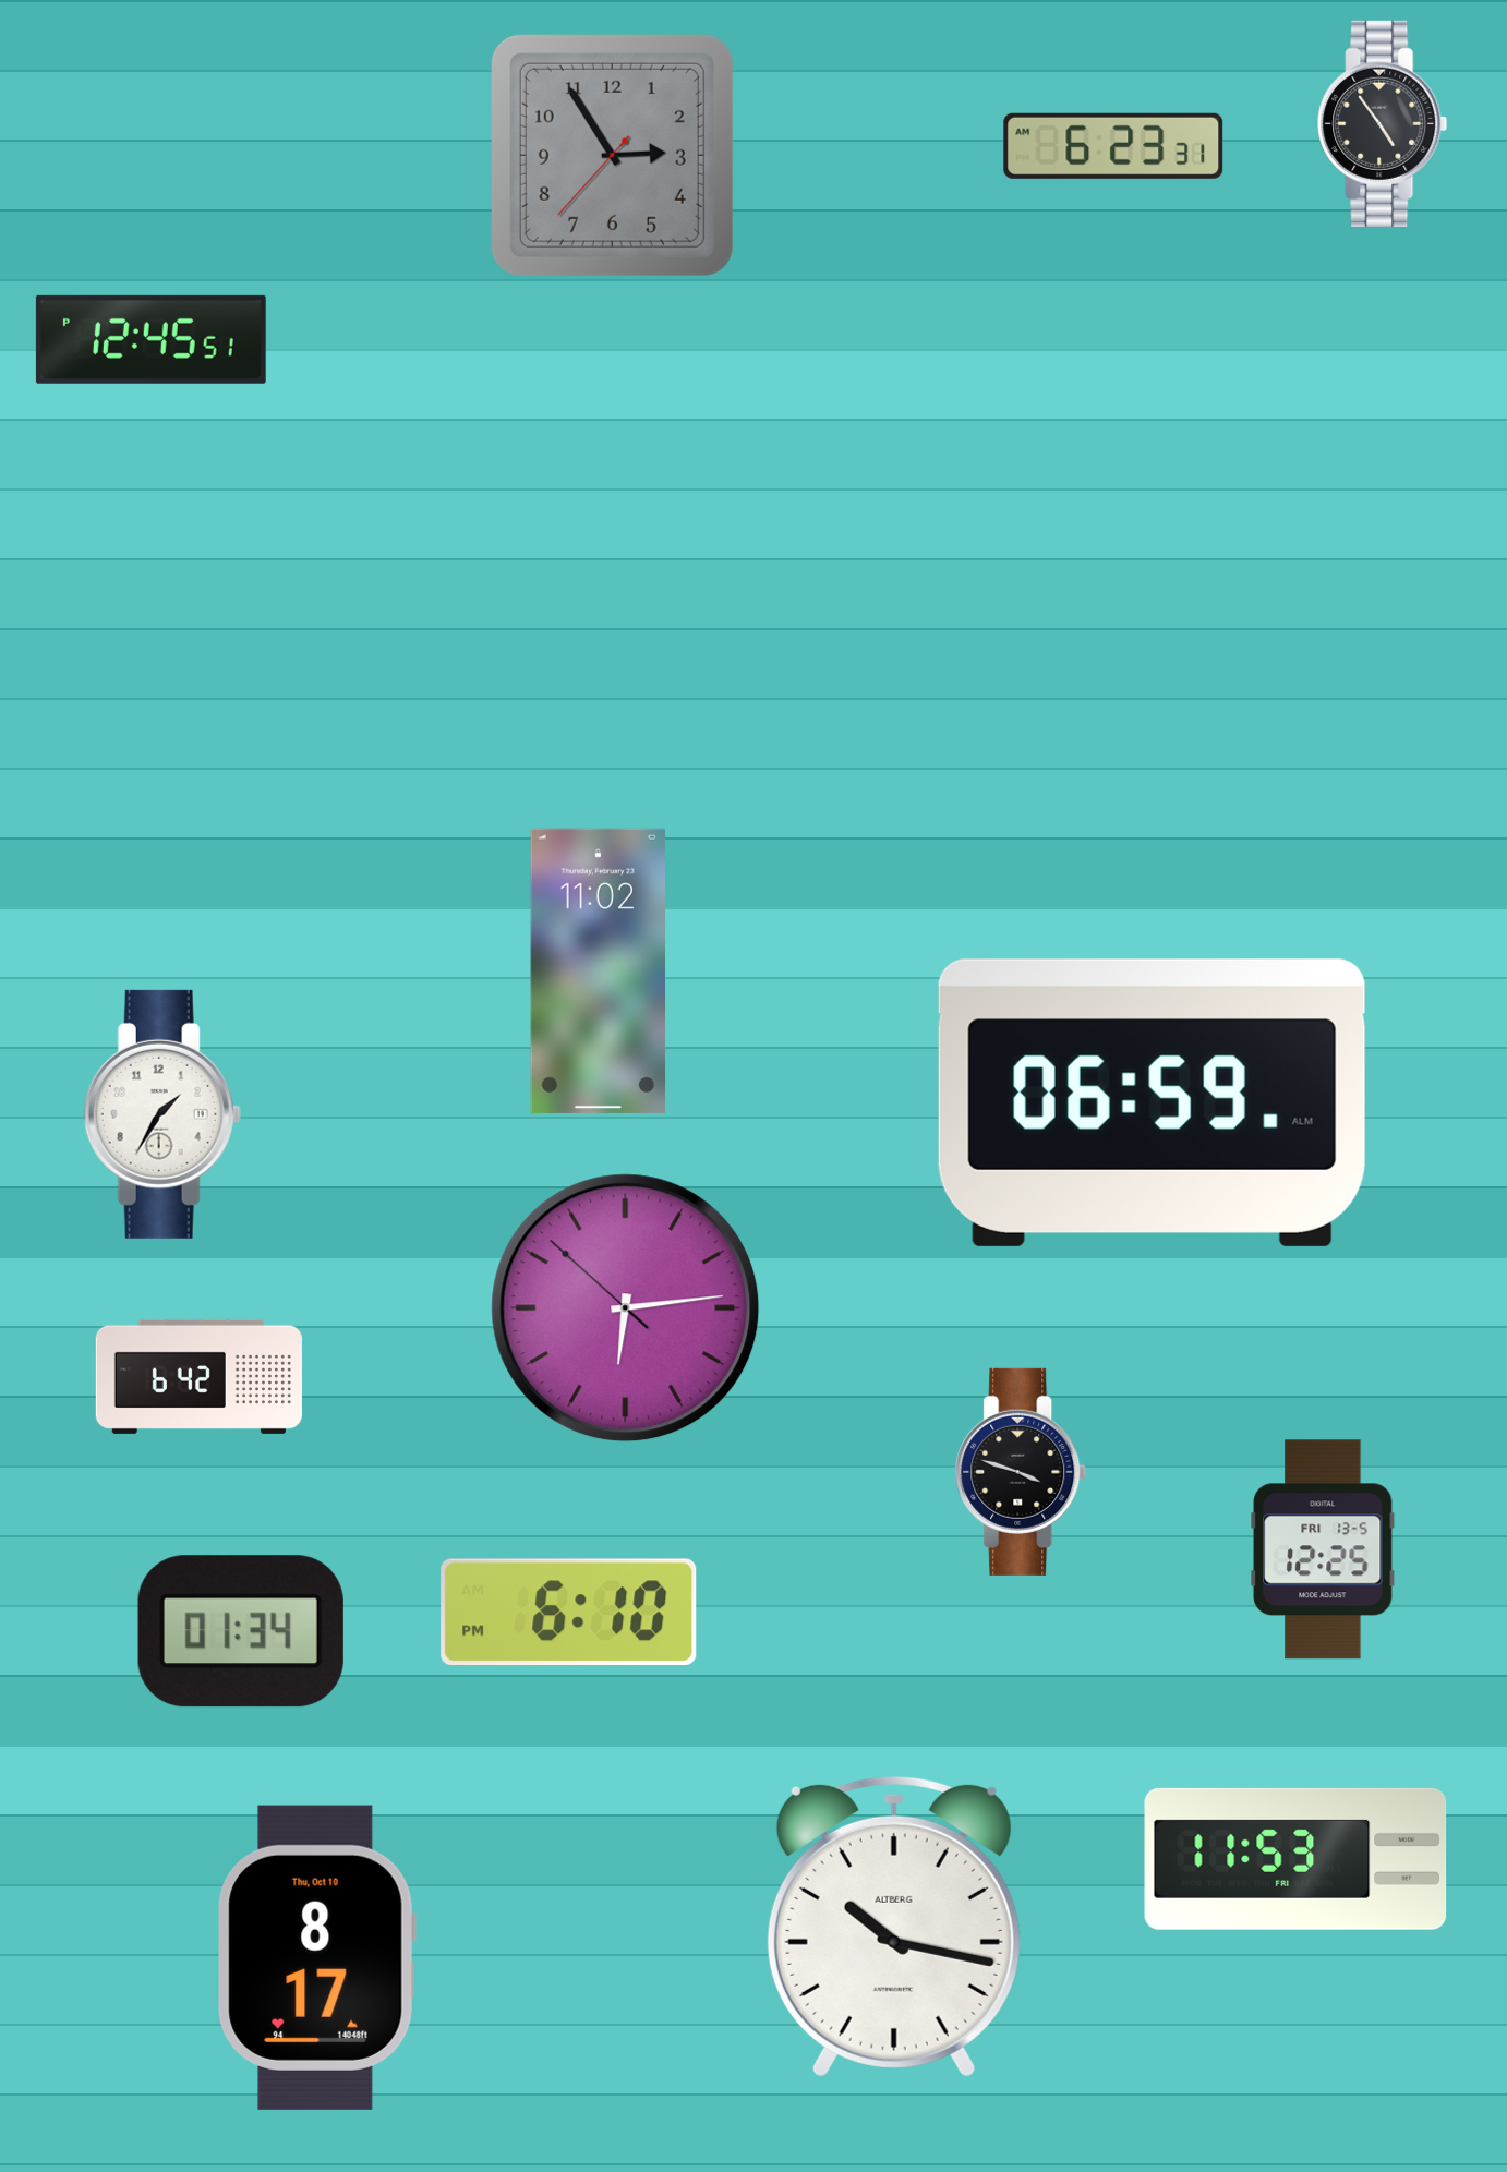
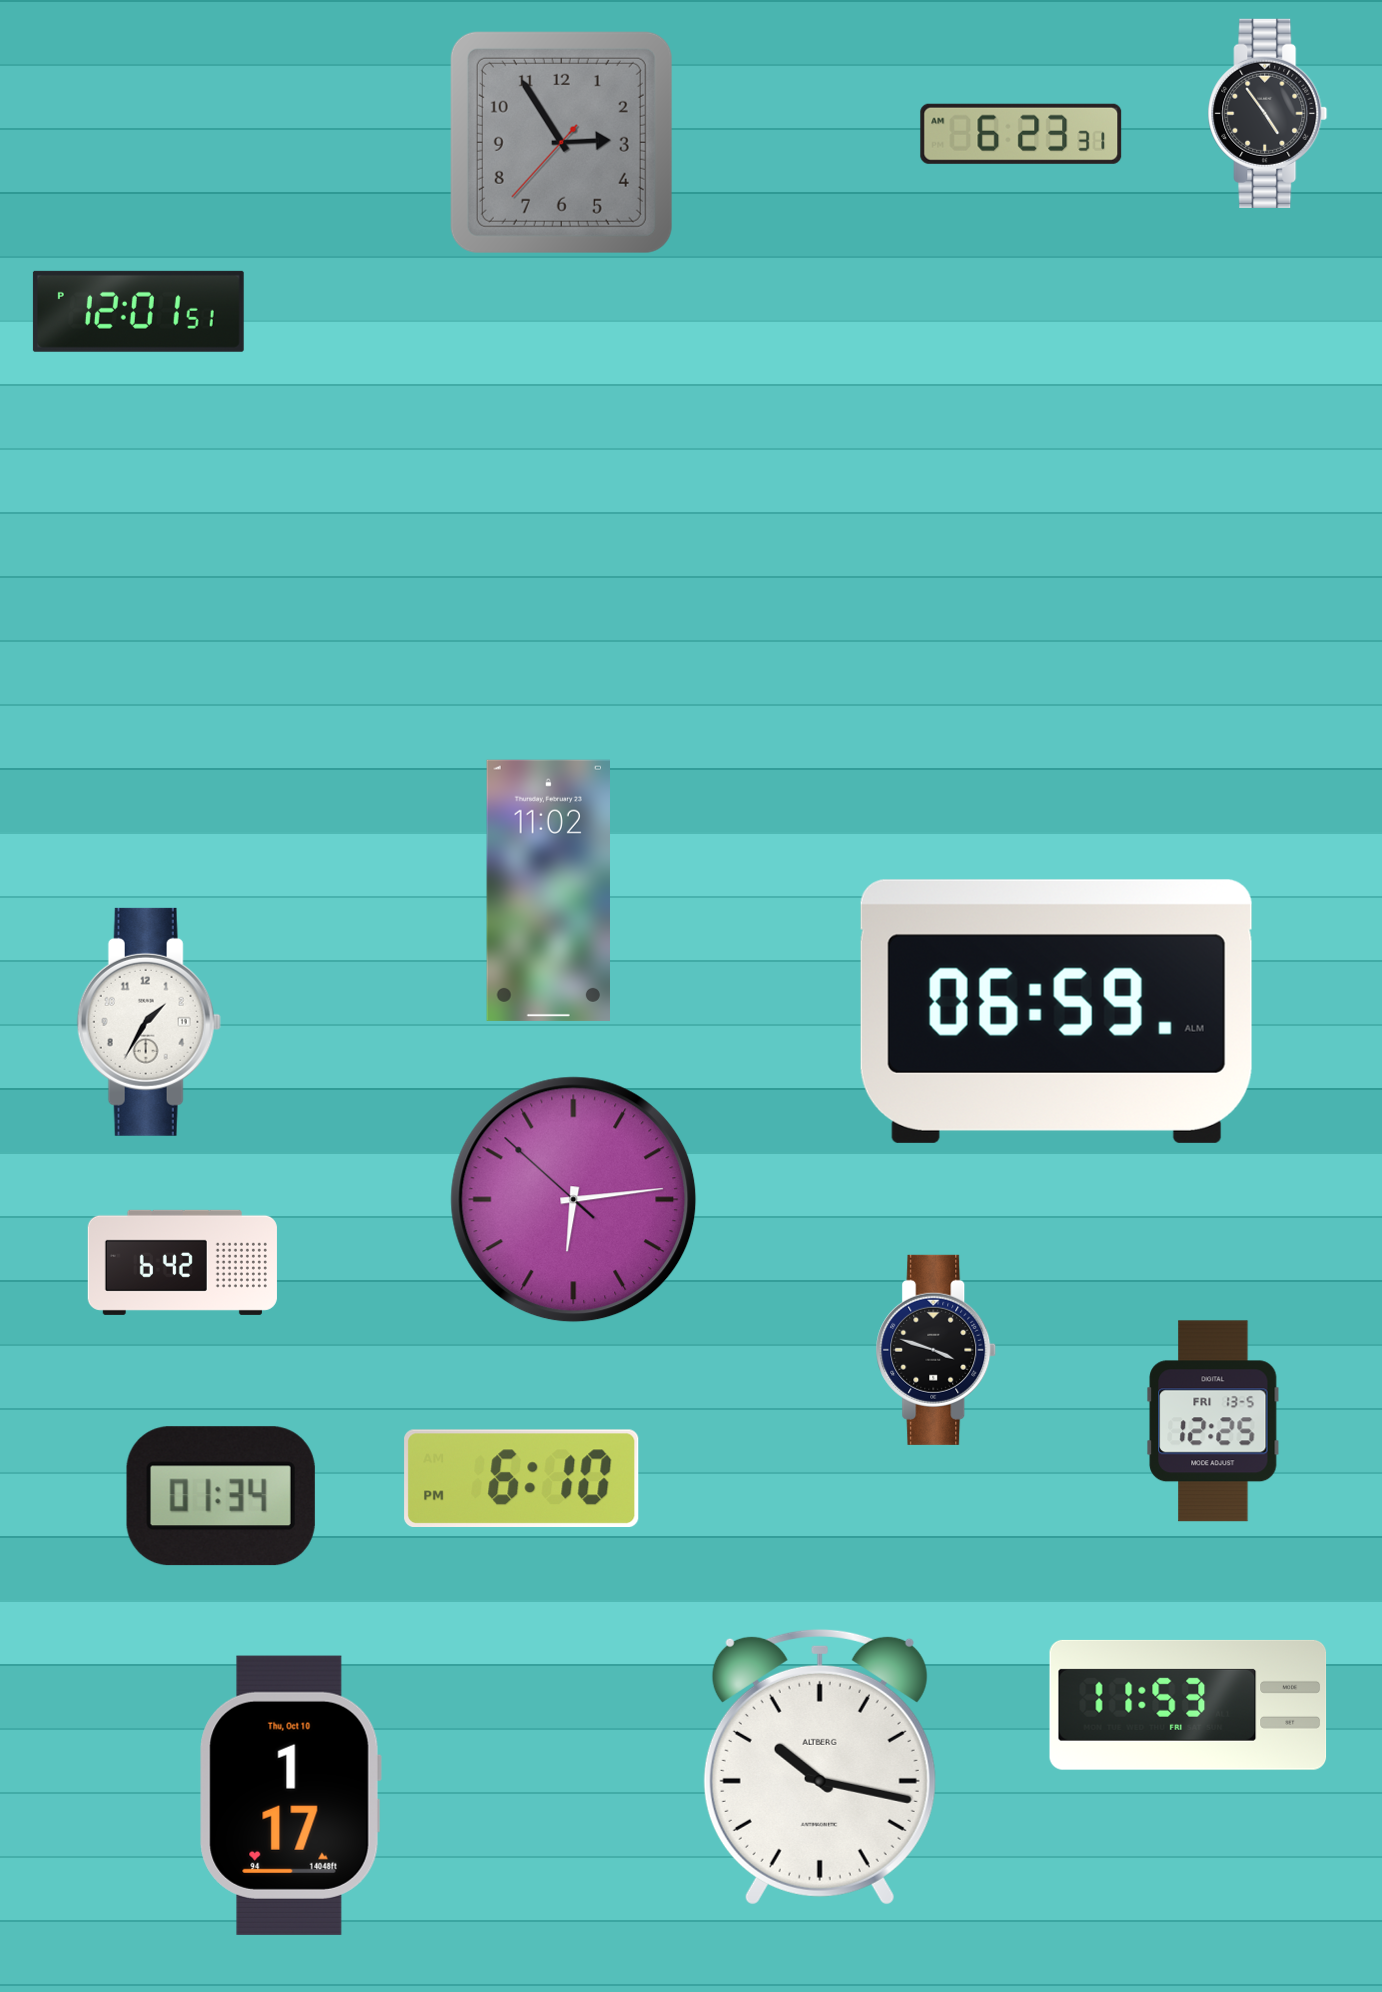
clock at (150, 339): 12:45 -> 12:01
clock at (316, 1957): 8:17 -> 1:17
